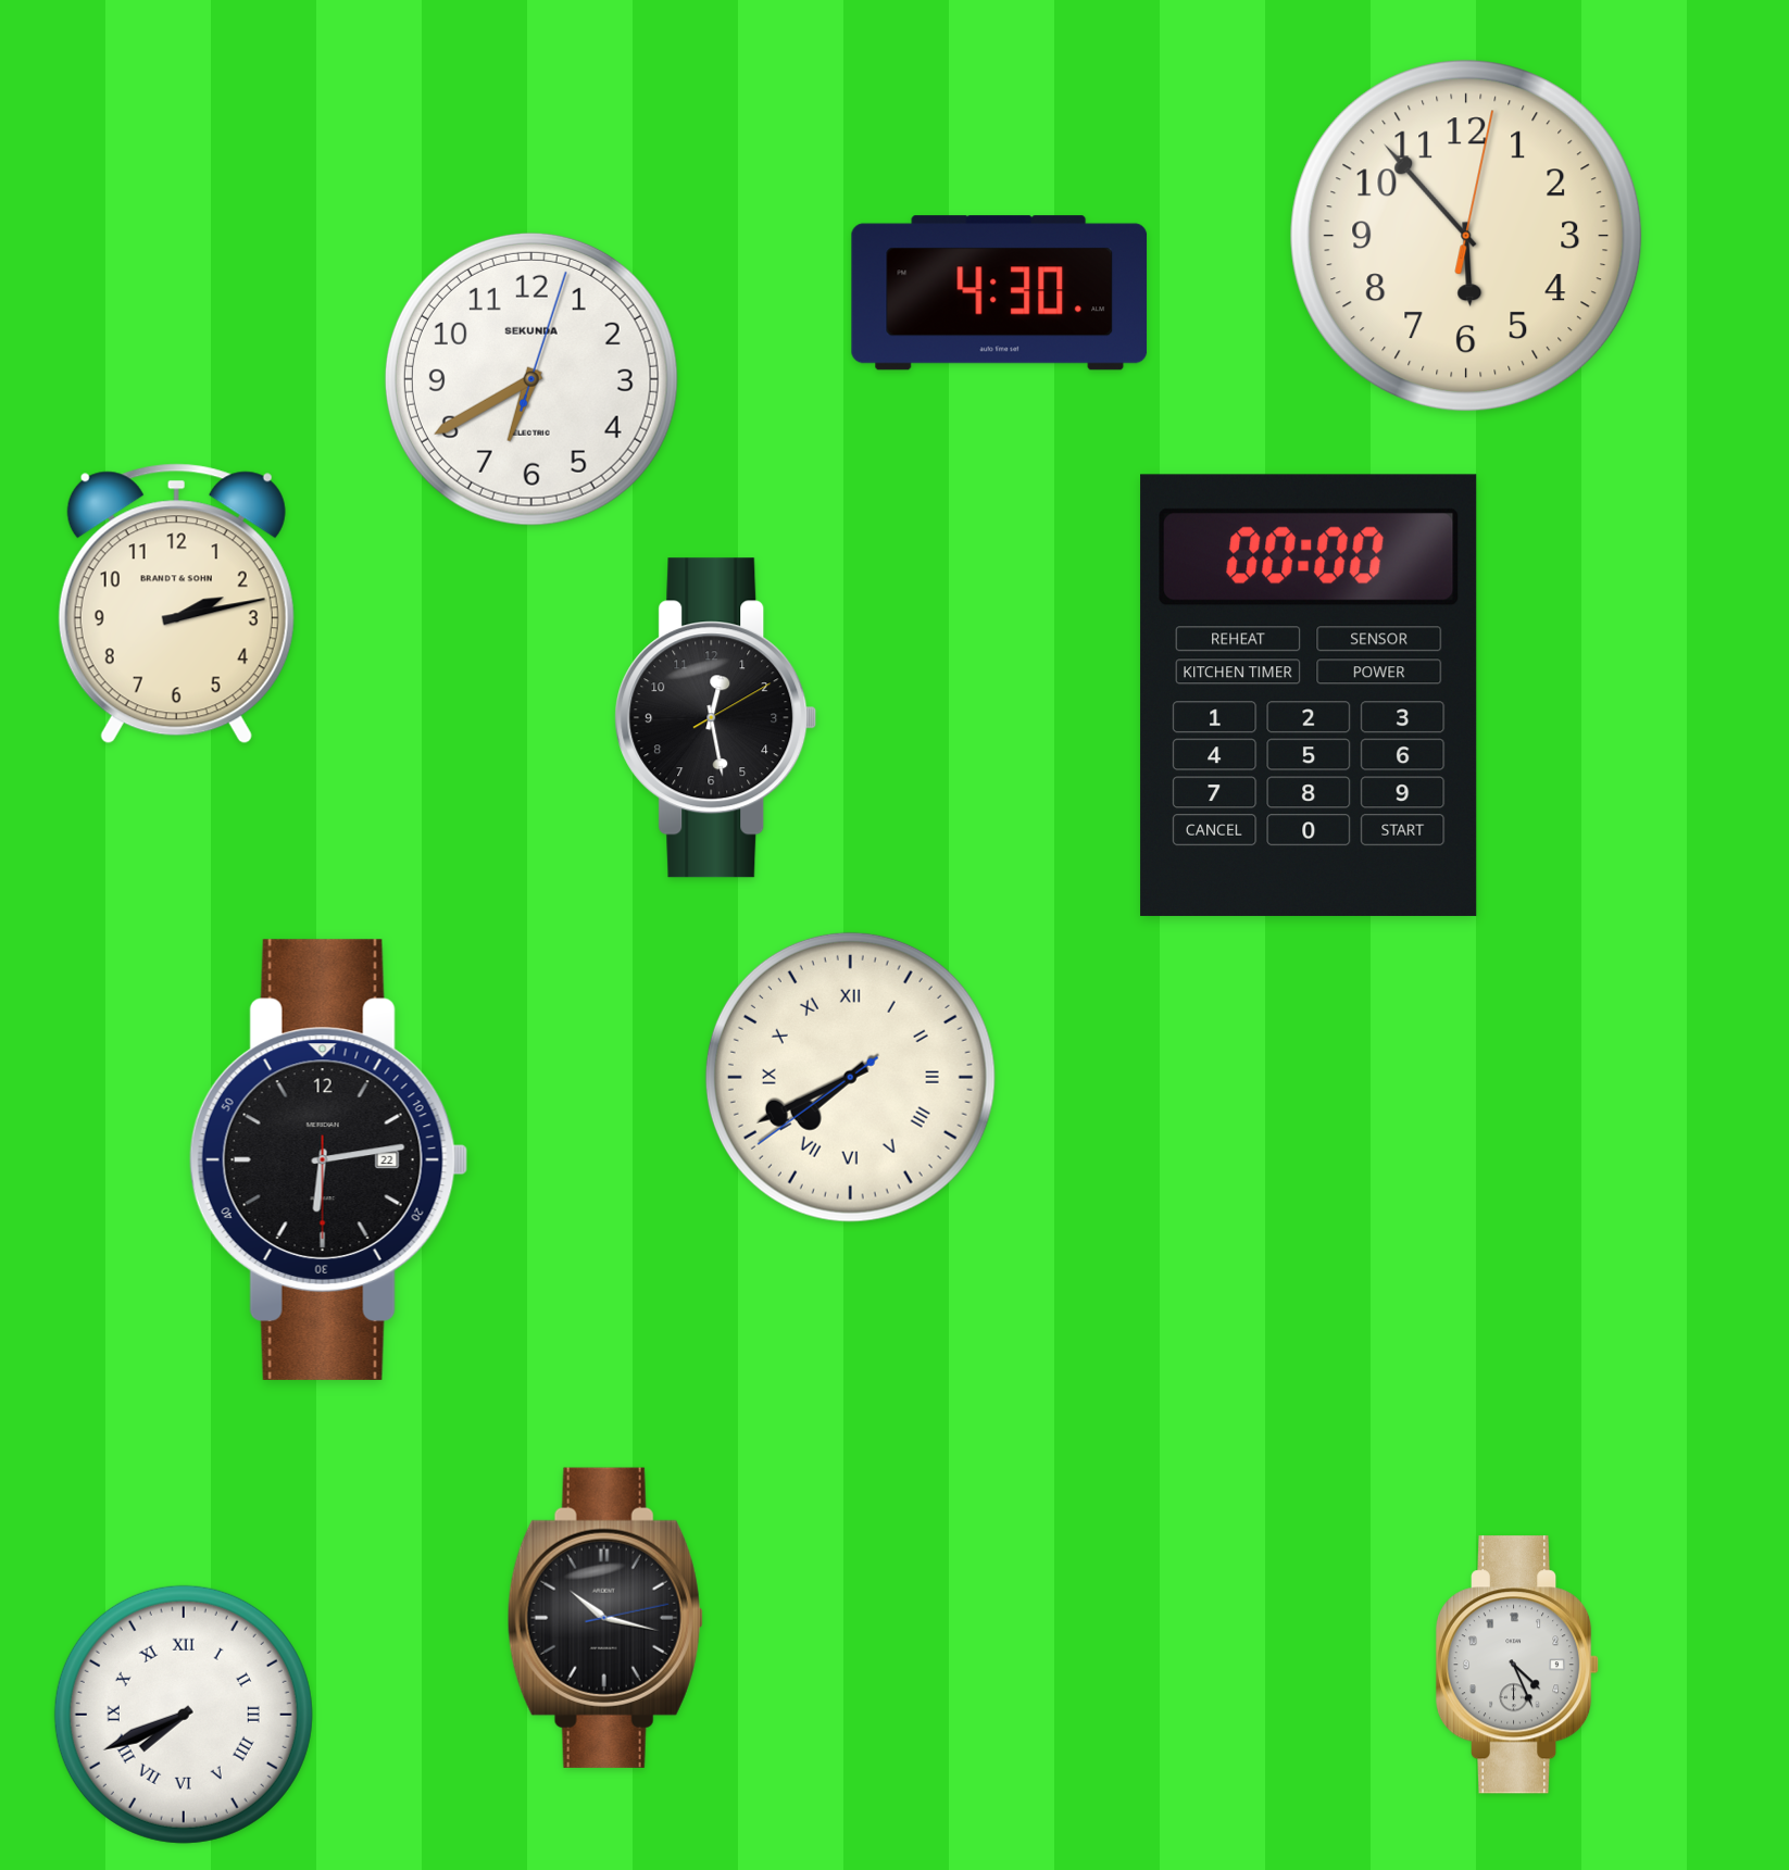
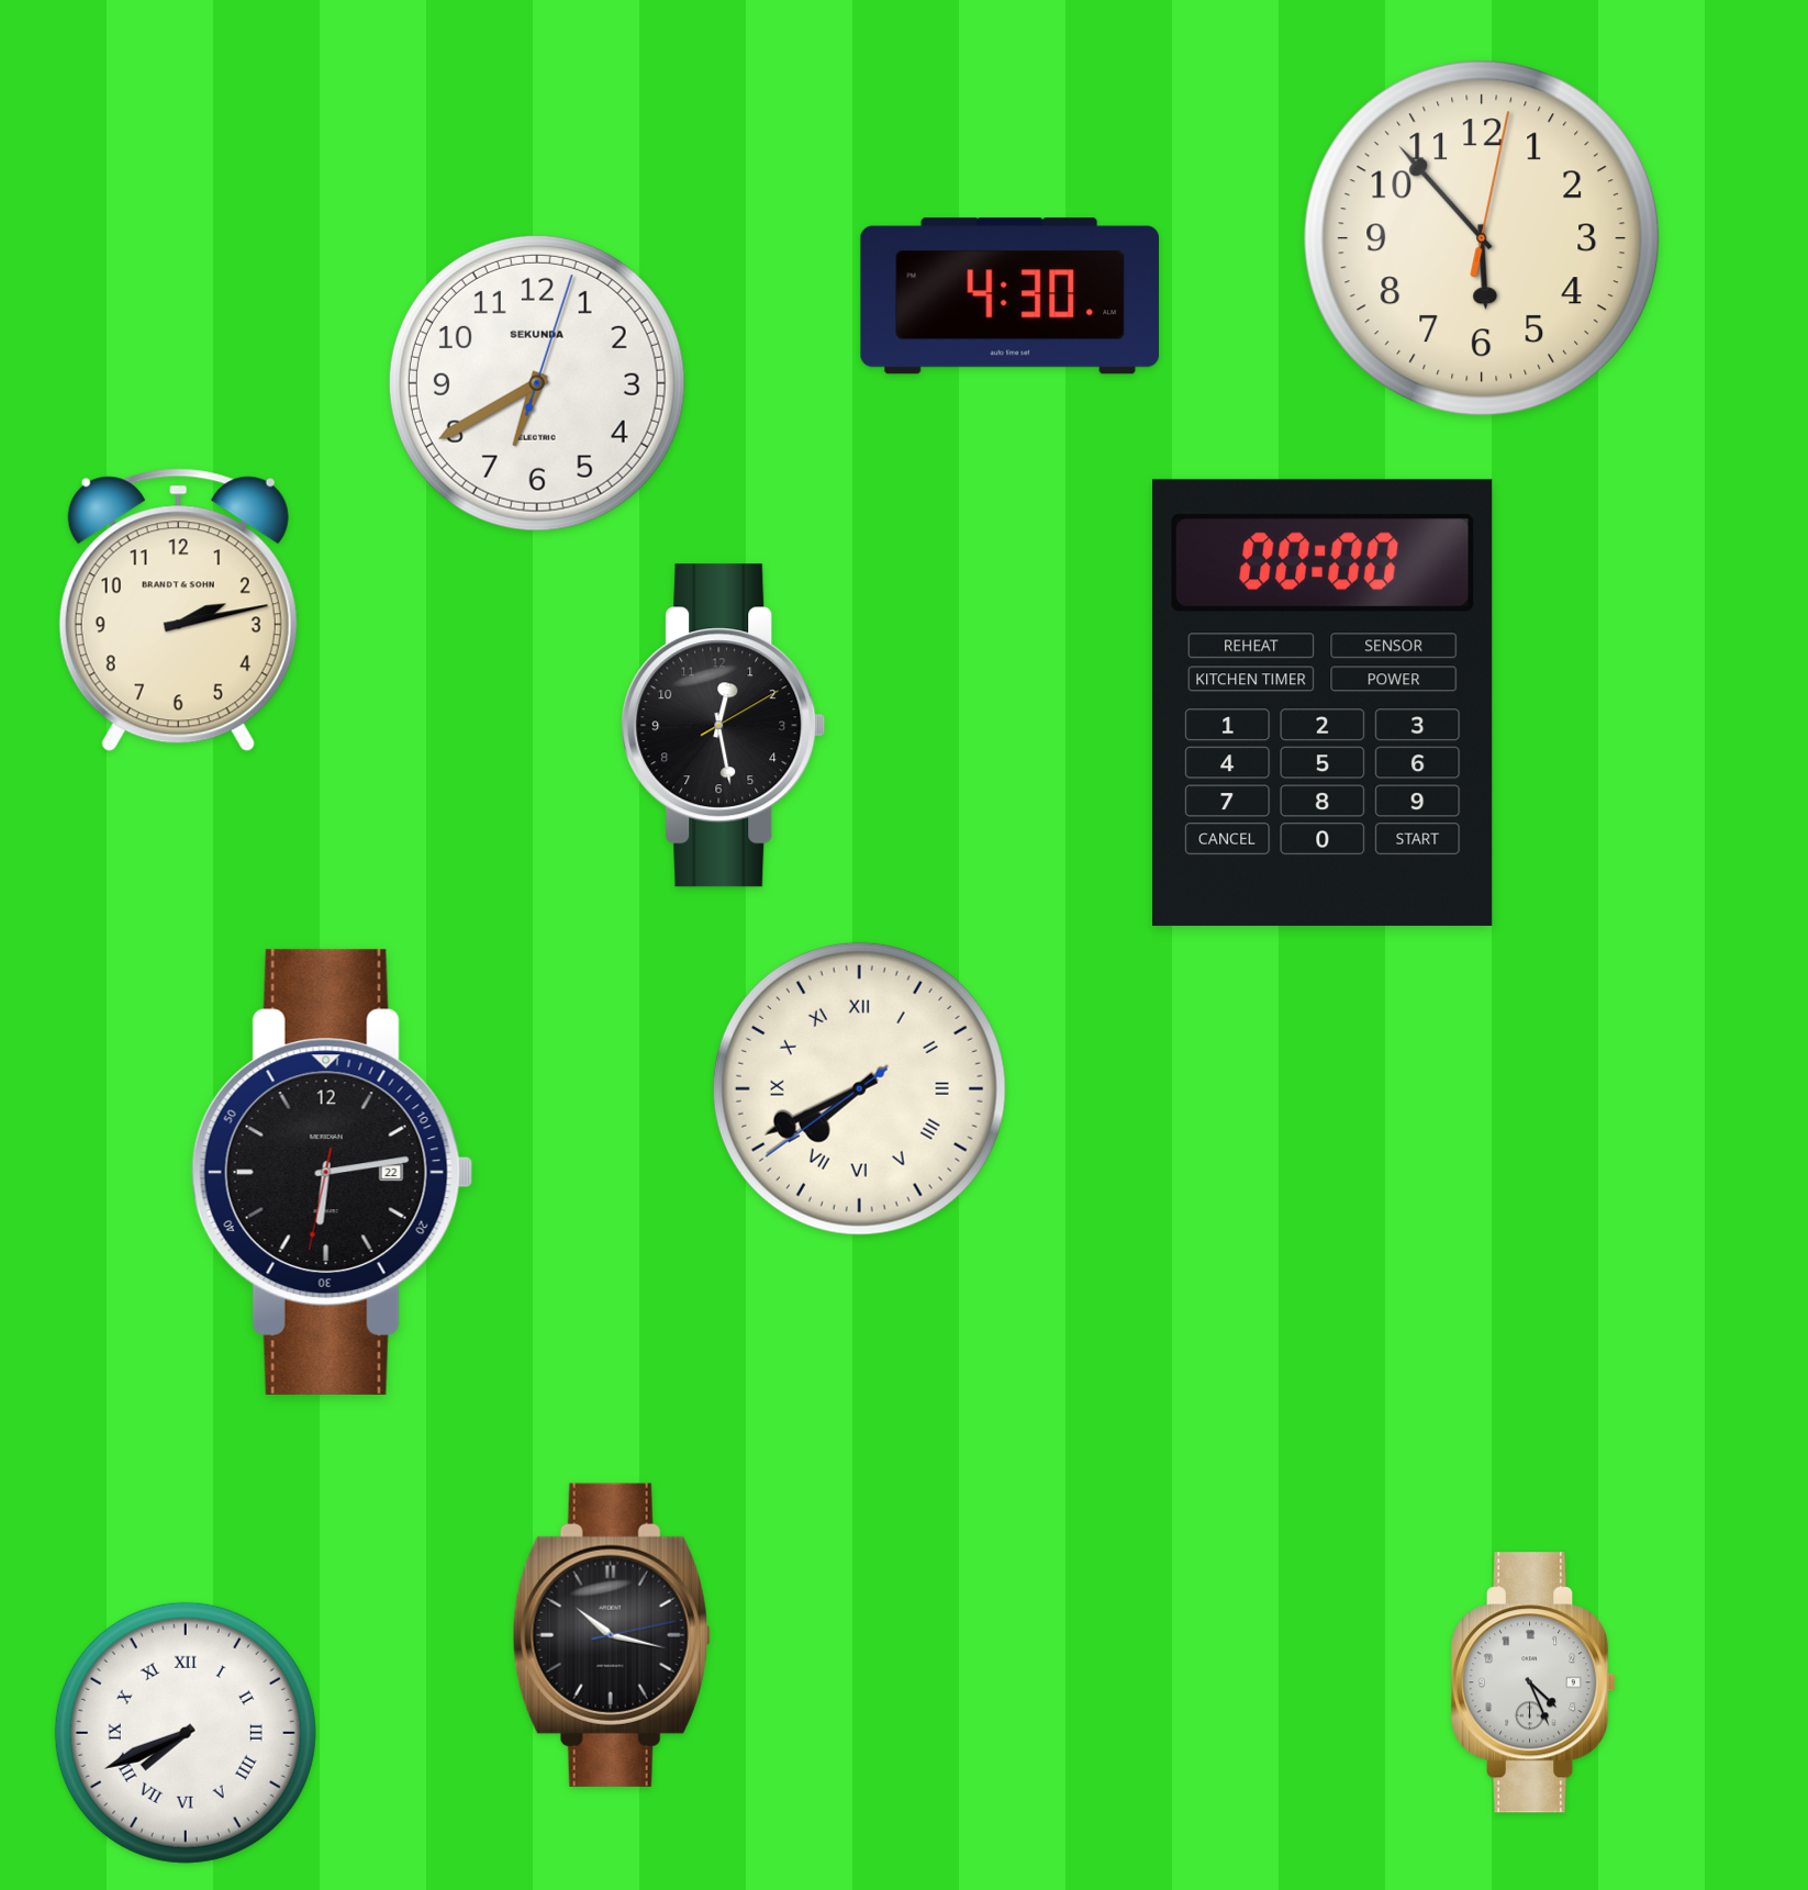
clock at (328, 1159): 6:13:30 -> 6:13:32
